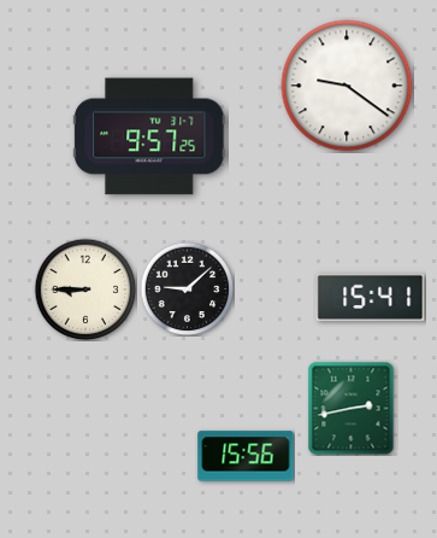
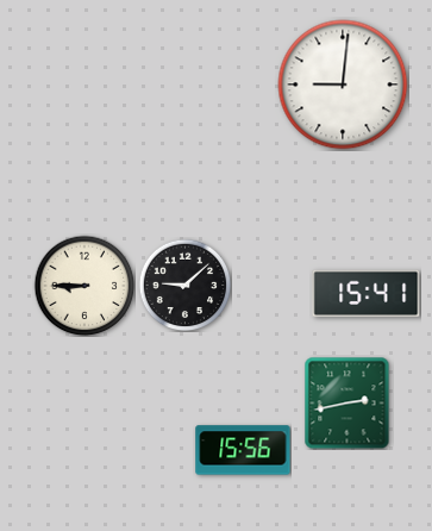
clock at (347, 86): 9:21 -> 9:01
clock at (149, 136): 9:57 -> none
